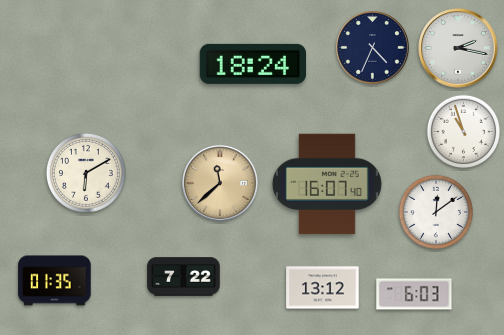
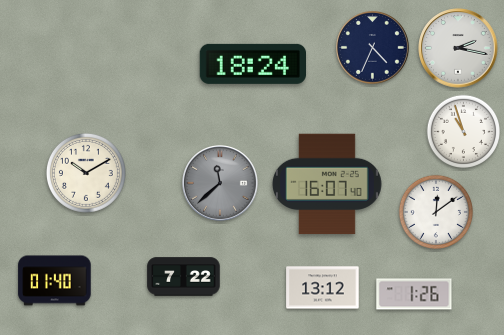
clock at (86, 173): 6:10 -> 10:10
clock at (220, 183) dial: champagne -> grey
clock at (55, 281): 01:35 -> 01:40
clock at (414, 294): 6:03 -> 1:26
